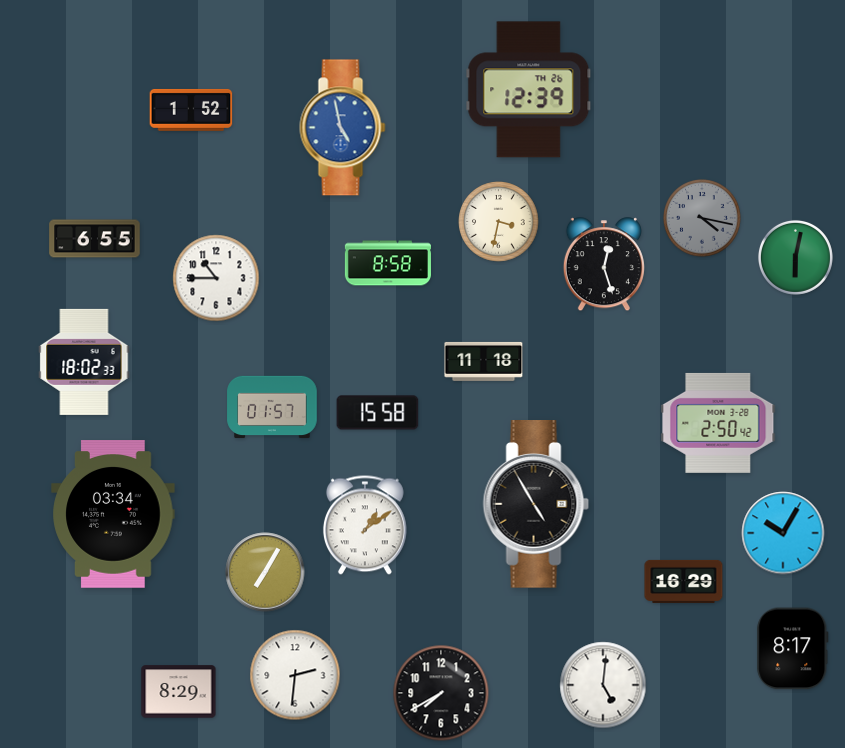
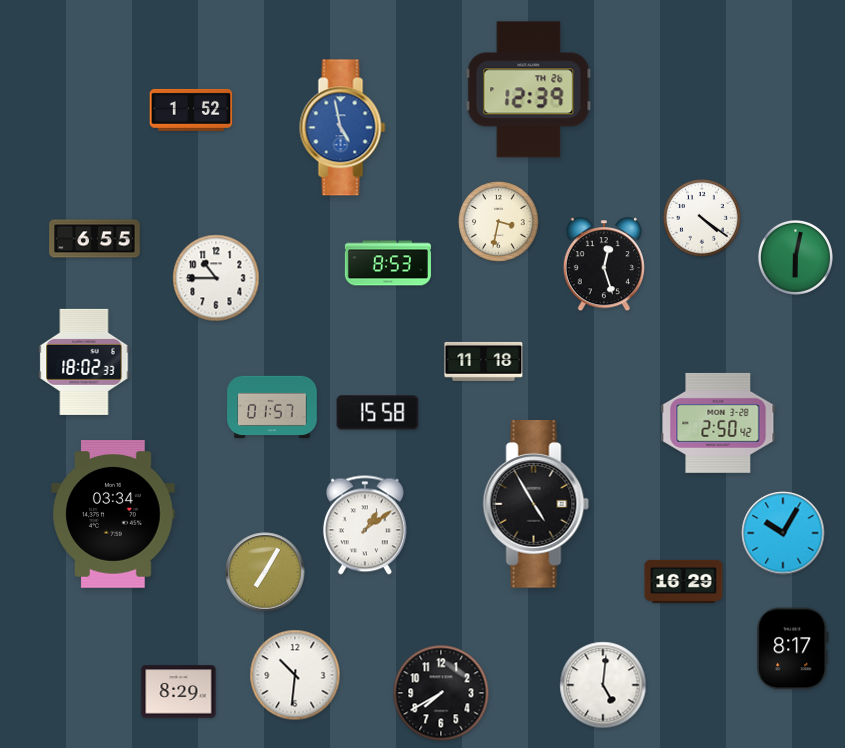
clock at (703, 219): 4:17 -> 4:21
clock at (703, 219) dial: grey -> white
clock at (388, 263): 8:58 -> 8:53
clock at (295, 675): 2:31 -> 10:31
